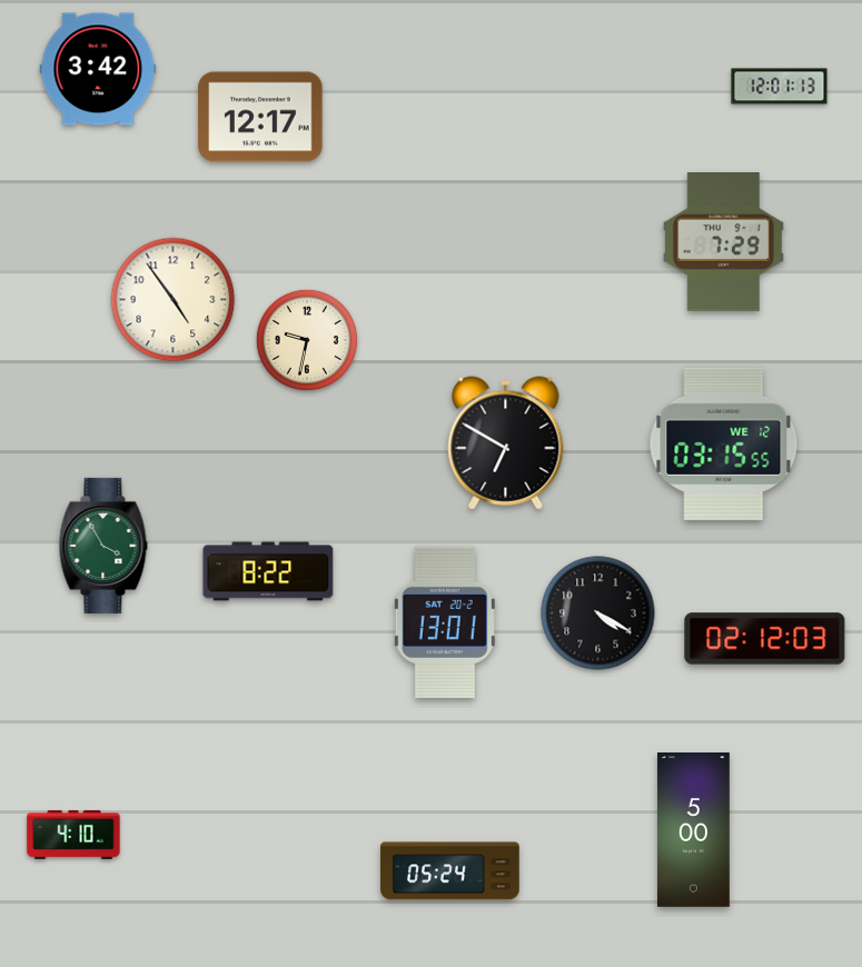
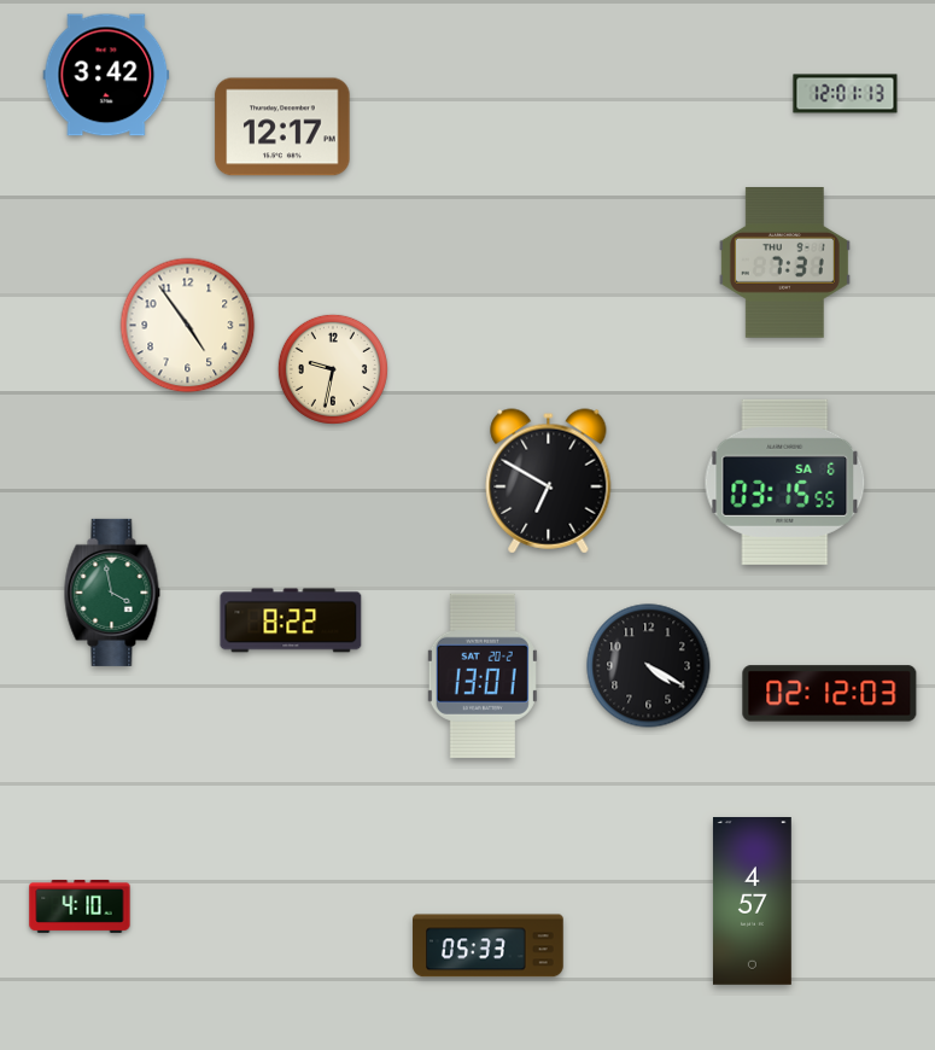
clock at (723, 242): 7:29 -> 7:31
clock at (724, 443) date: WE 12 -> SA 6
clock at (103, 546): 3:55 -> 3:58
clock at (693, 830): 5:00 -> 4:57
clock at (450, 871): 05:24 -> 05:33
